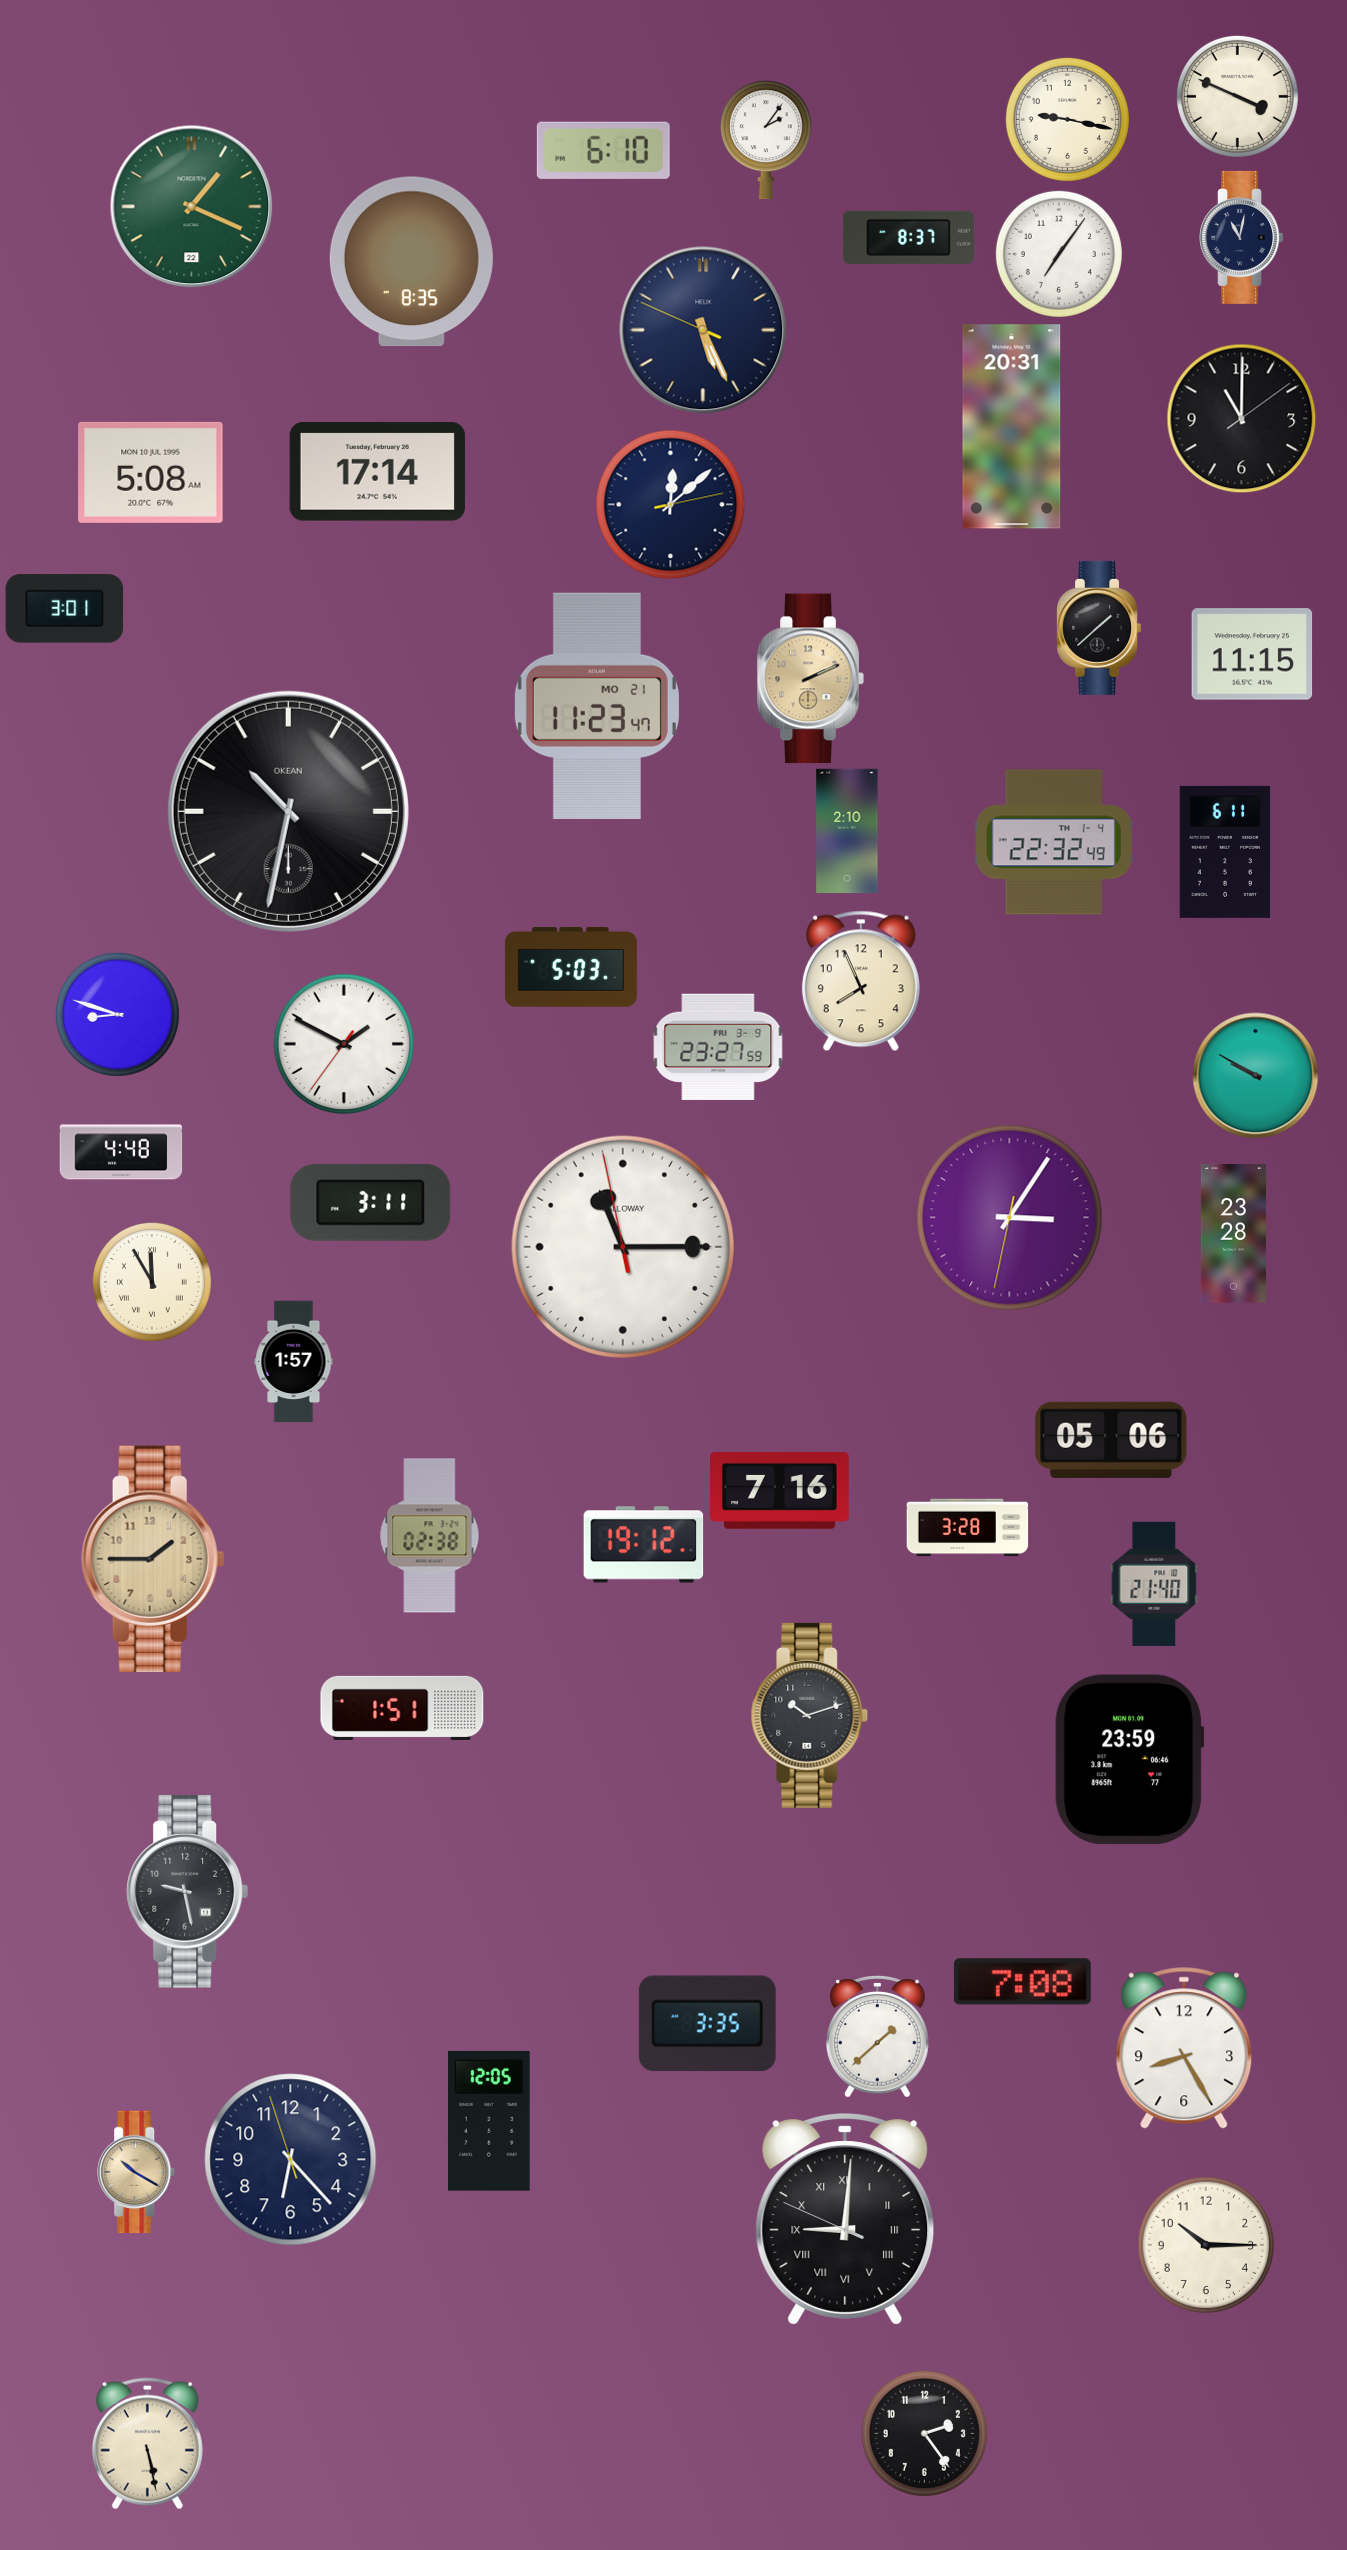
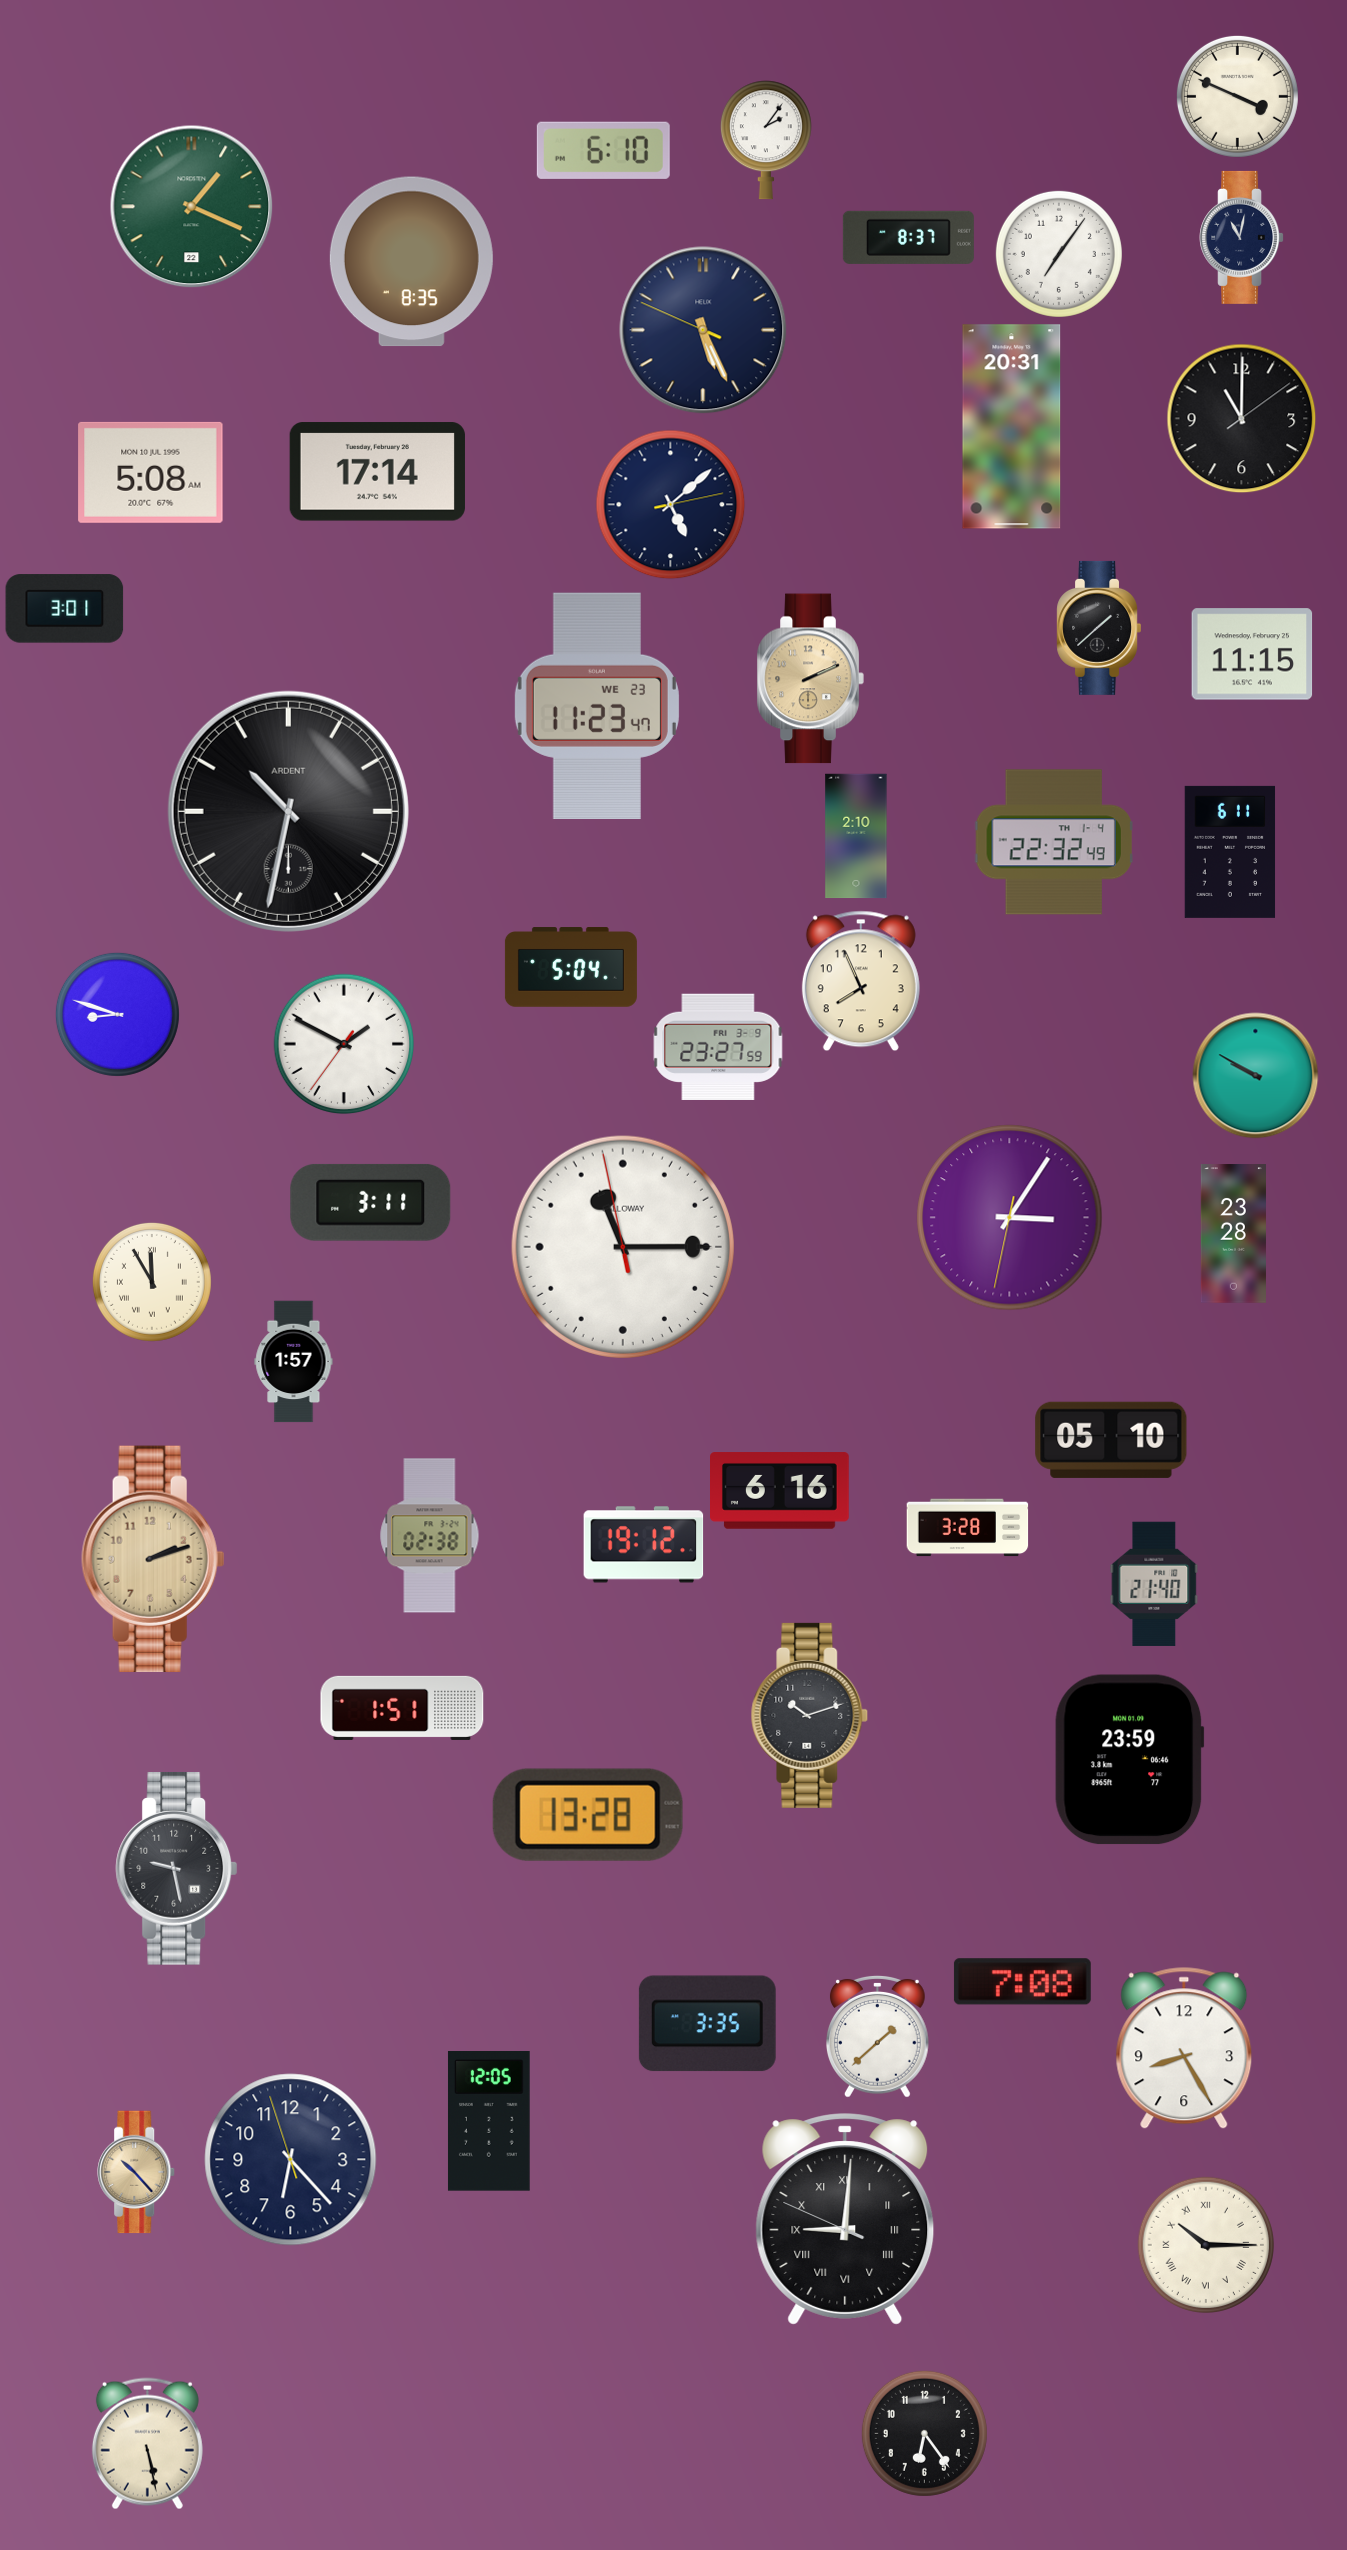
clock at (1067, 119): 9:17 -> none
clock at (671, 505): 12:08 -> 5:08
clock at (597, 705) date: MO 21 -> WE 23
clock at (288, 811) brand: OKEAN -> ARDENT
clock at (847, 831) position: (847, 831) -> (856, 836)
clock at (1225, 852) position: (1225, 852) -> (1230, 852)
clock at (571, 967): 5:03 -> 5:04
clock at (121, 1152): 4:48 -> none
clock at (1111, 1440): 05:06 -> 05:10
clock at (780, 1491): 7:16 -> 6:16
clock at (153, 1559): 1:45 -> 2:12
clock at (588, 1815): none -> 13:28
clock at (188, 1891) position: (188, 1891) -> (177, 1868)
clock at (137, 2172): 10:20 -> 10:23
clock at (1205, 2244) numerals: Arabic -> Roman
clock at (924, 2433): 2:24 -> 6:24
